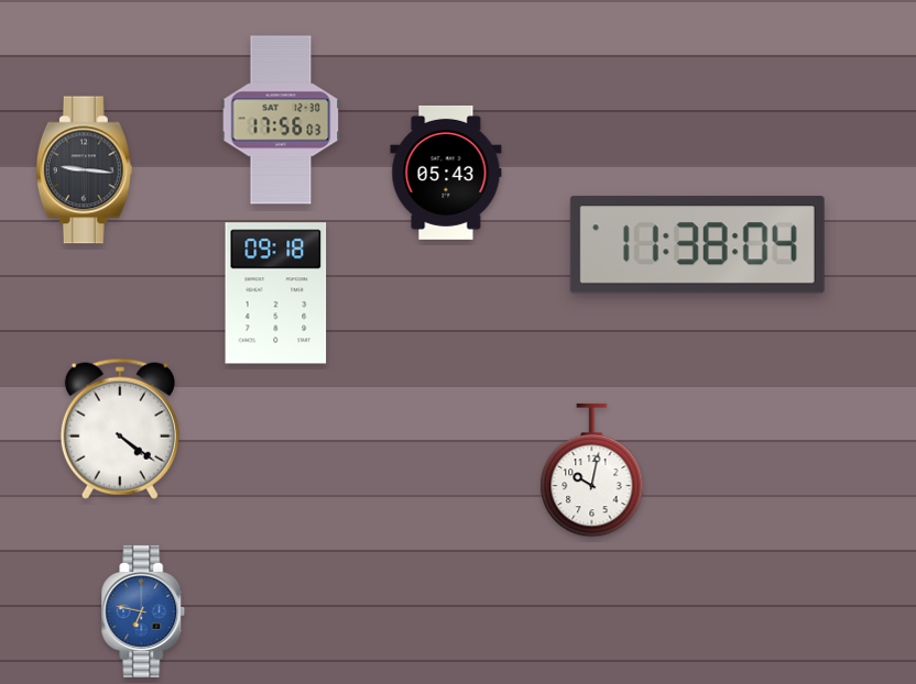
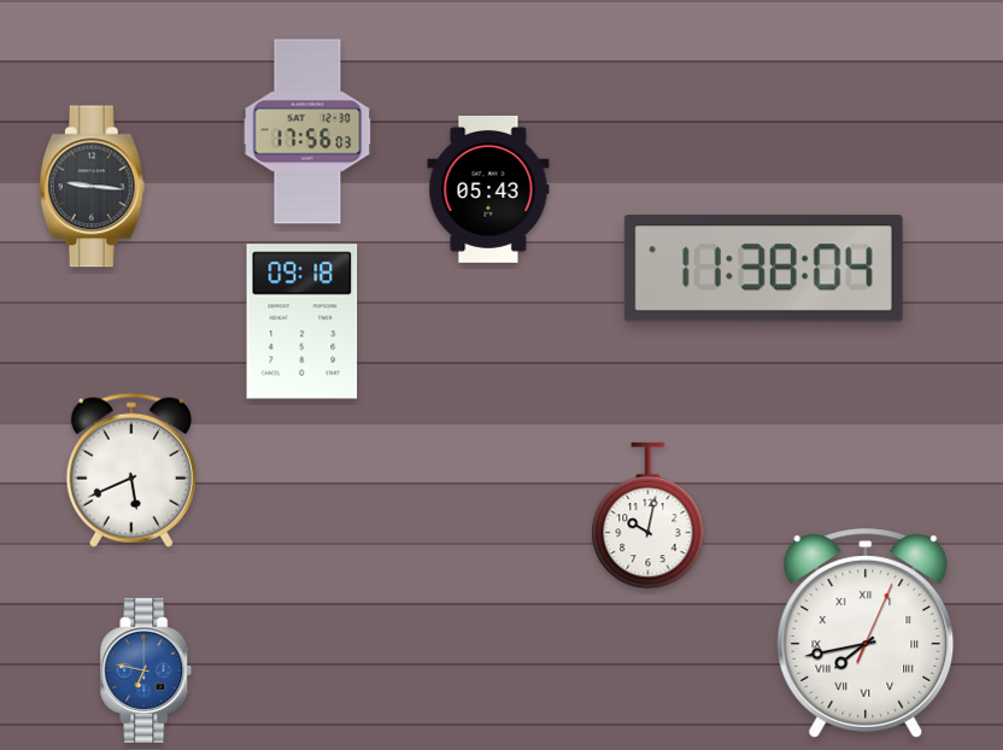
clock at (120, 429): 4:21 -> 5:41
clock at (866, 633): none -> 7:43
clock at (143, 611) position: (143, 611) -> (146, 670)
